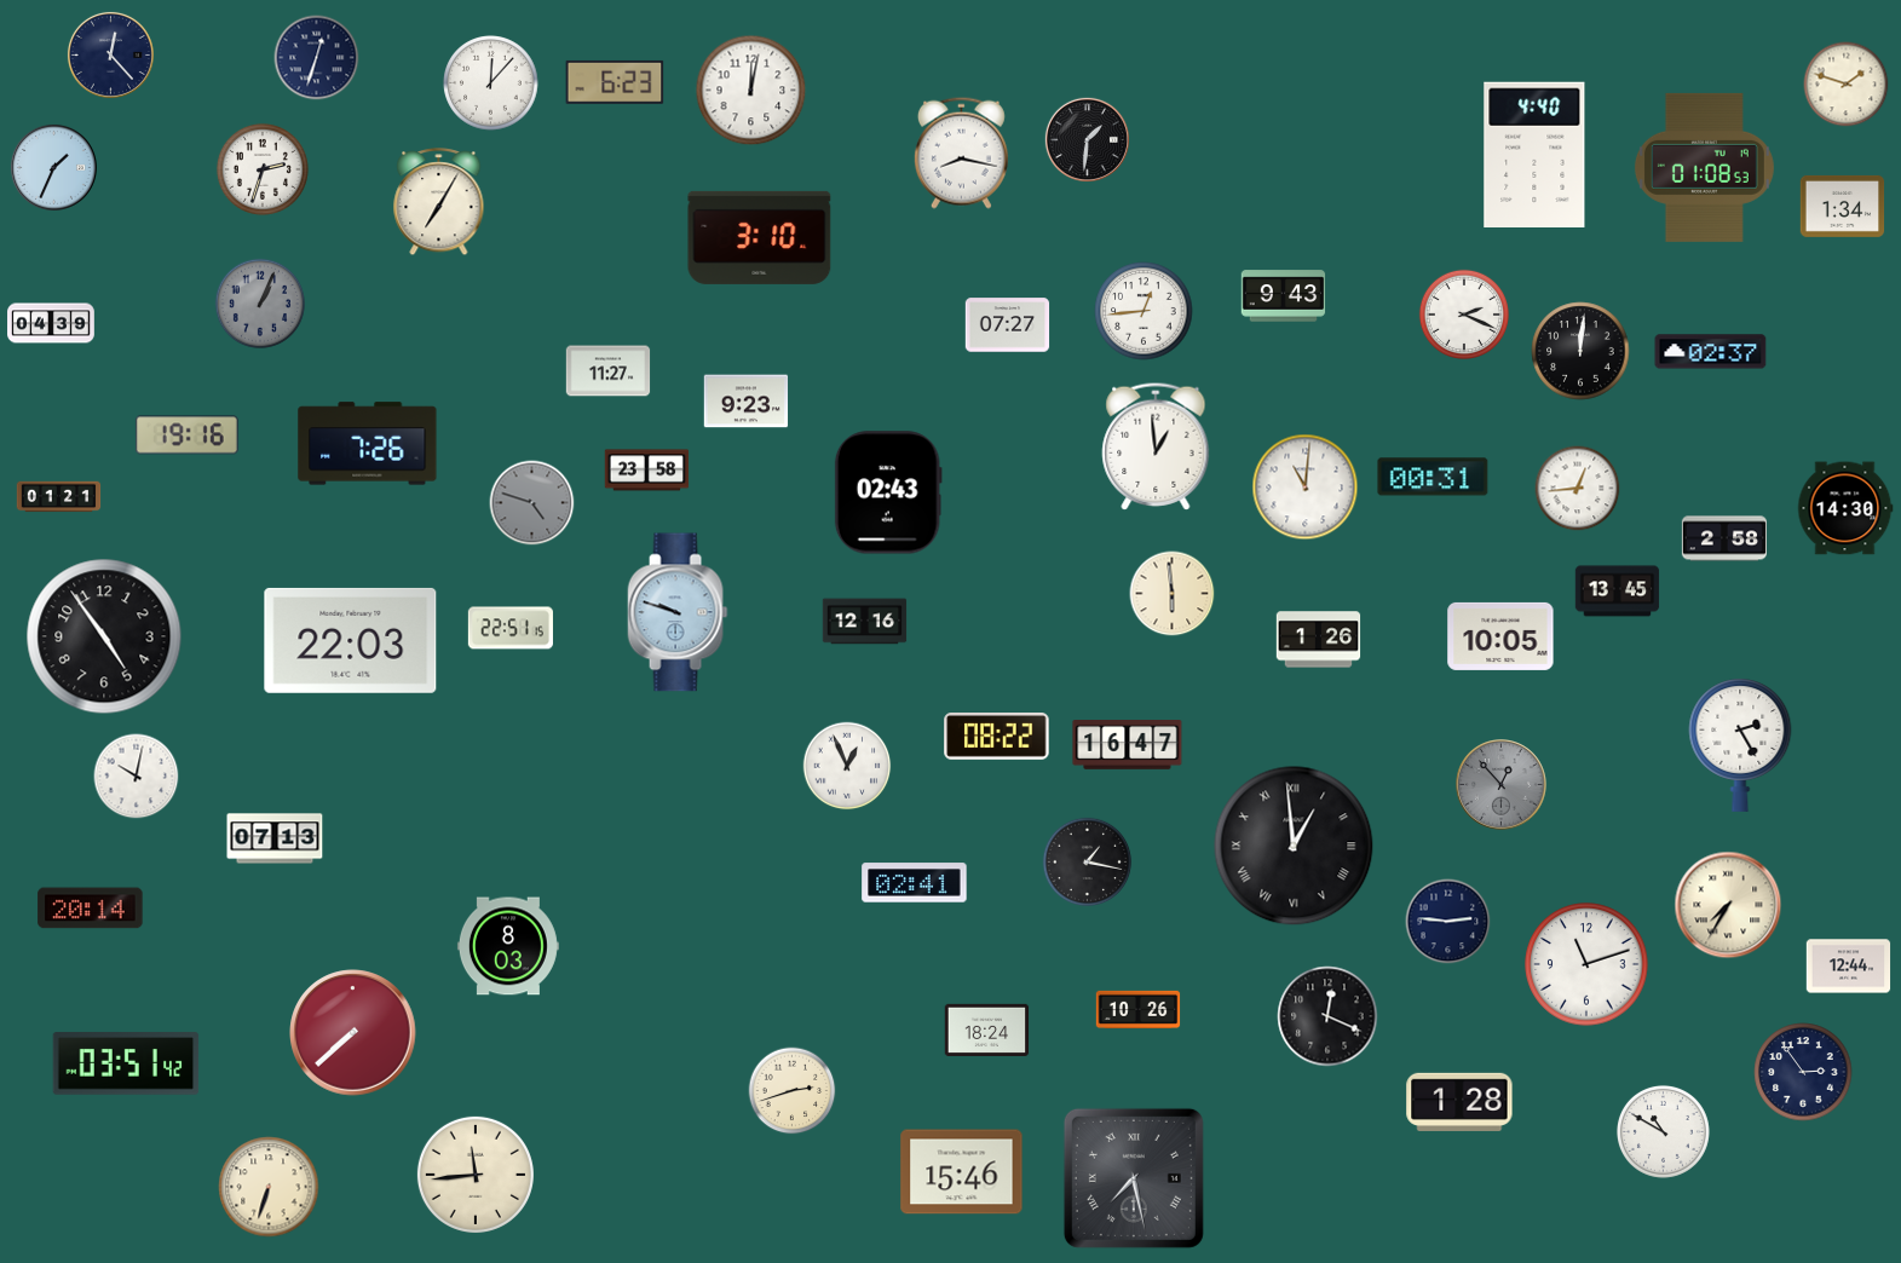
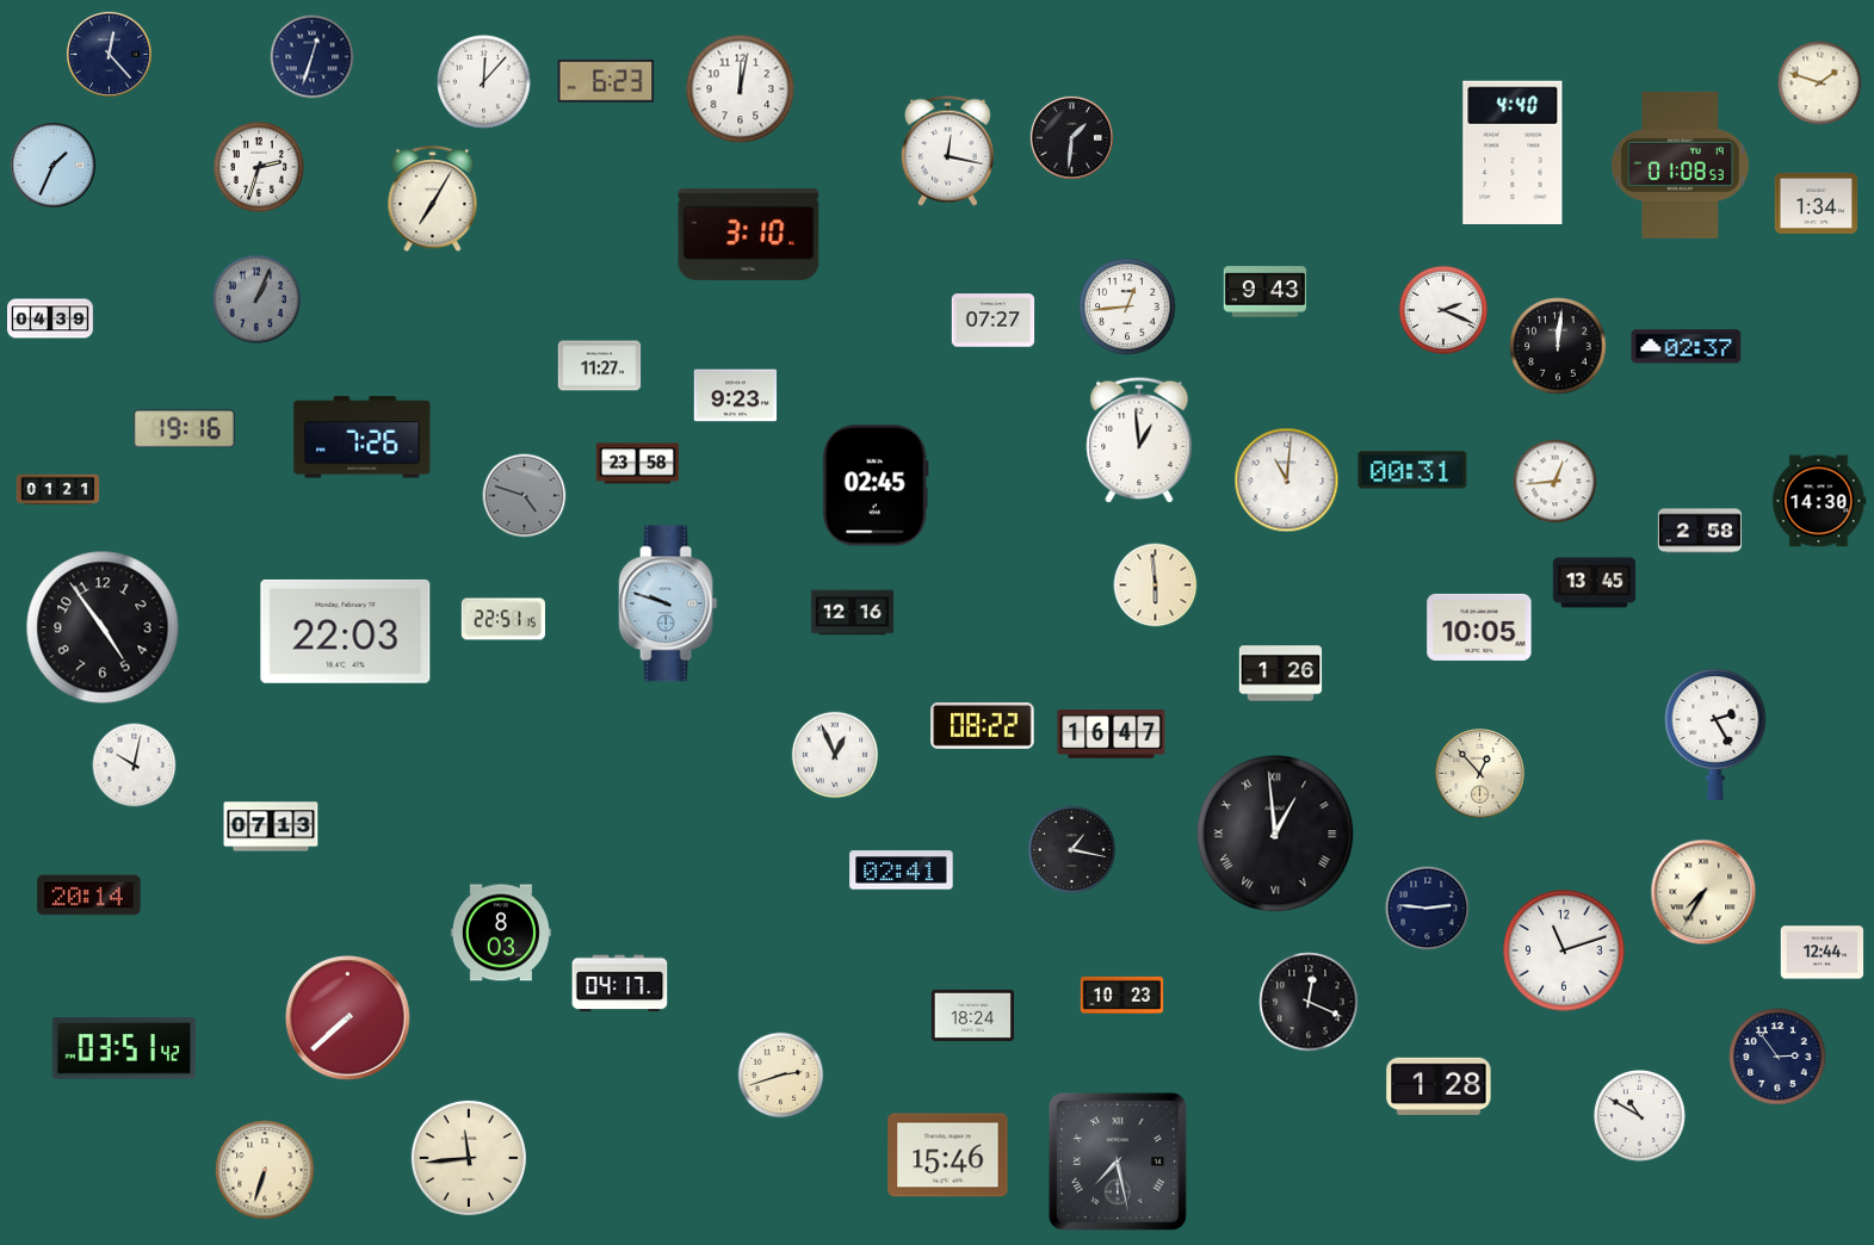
clock at (961, 152): 8:17 -> 12:17
clock at (888, 492): 02:43 -> 02:45
clock at (1319, 640) position: (1319, 640) -> (1281, 674)
clock at (1502, 785) dial: grey -> cream
clock at (620, 984): none -> 04:17
clock at (1139, 1009): 10:26 -> 10:23
